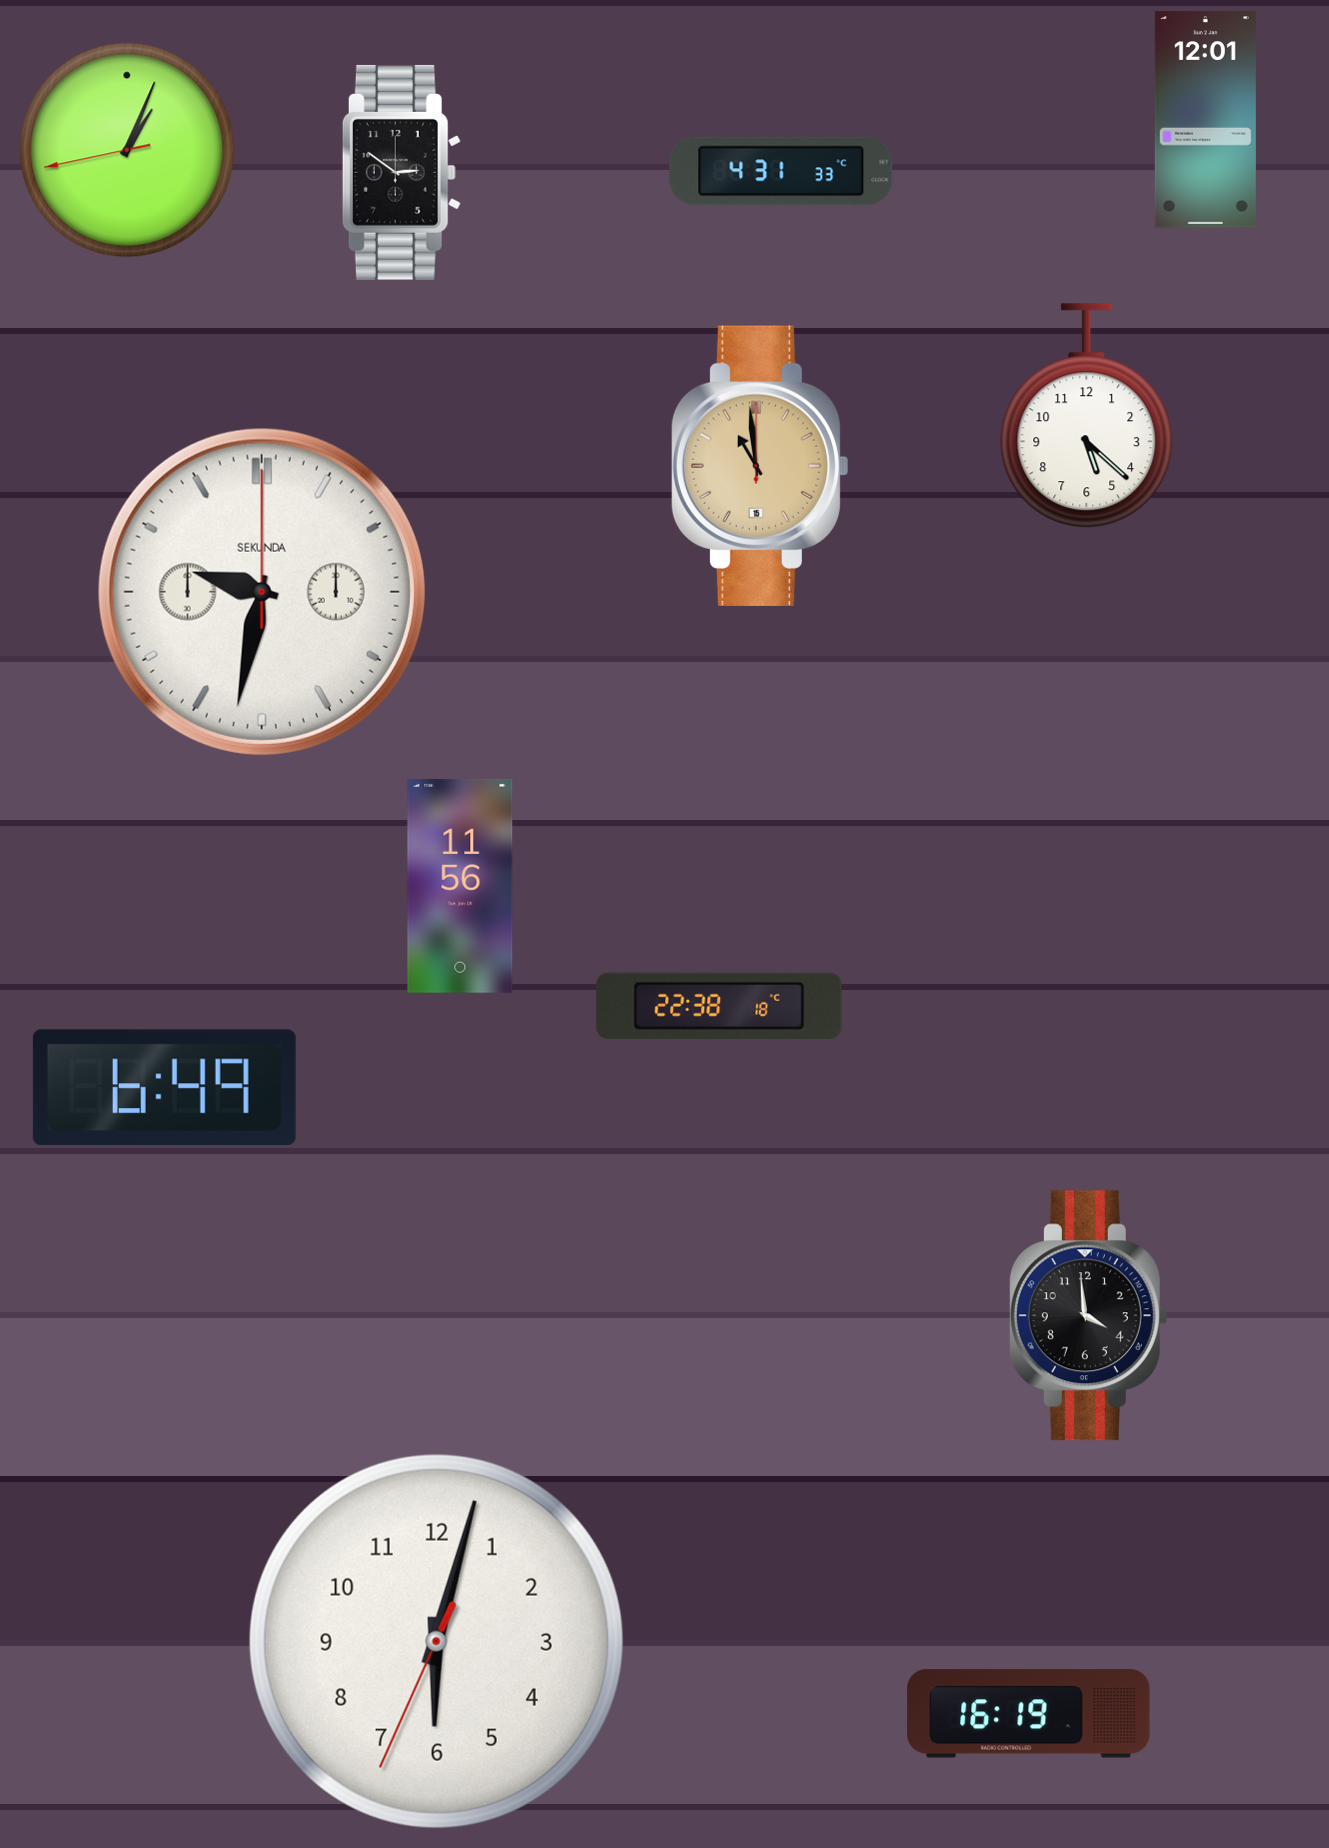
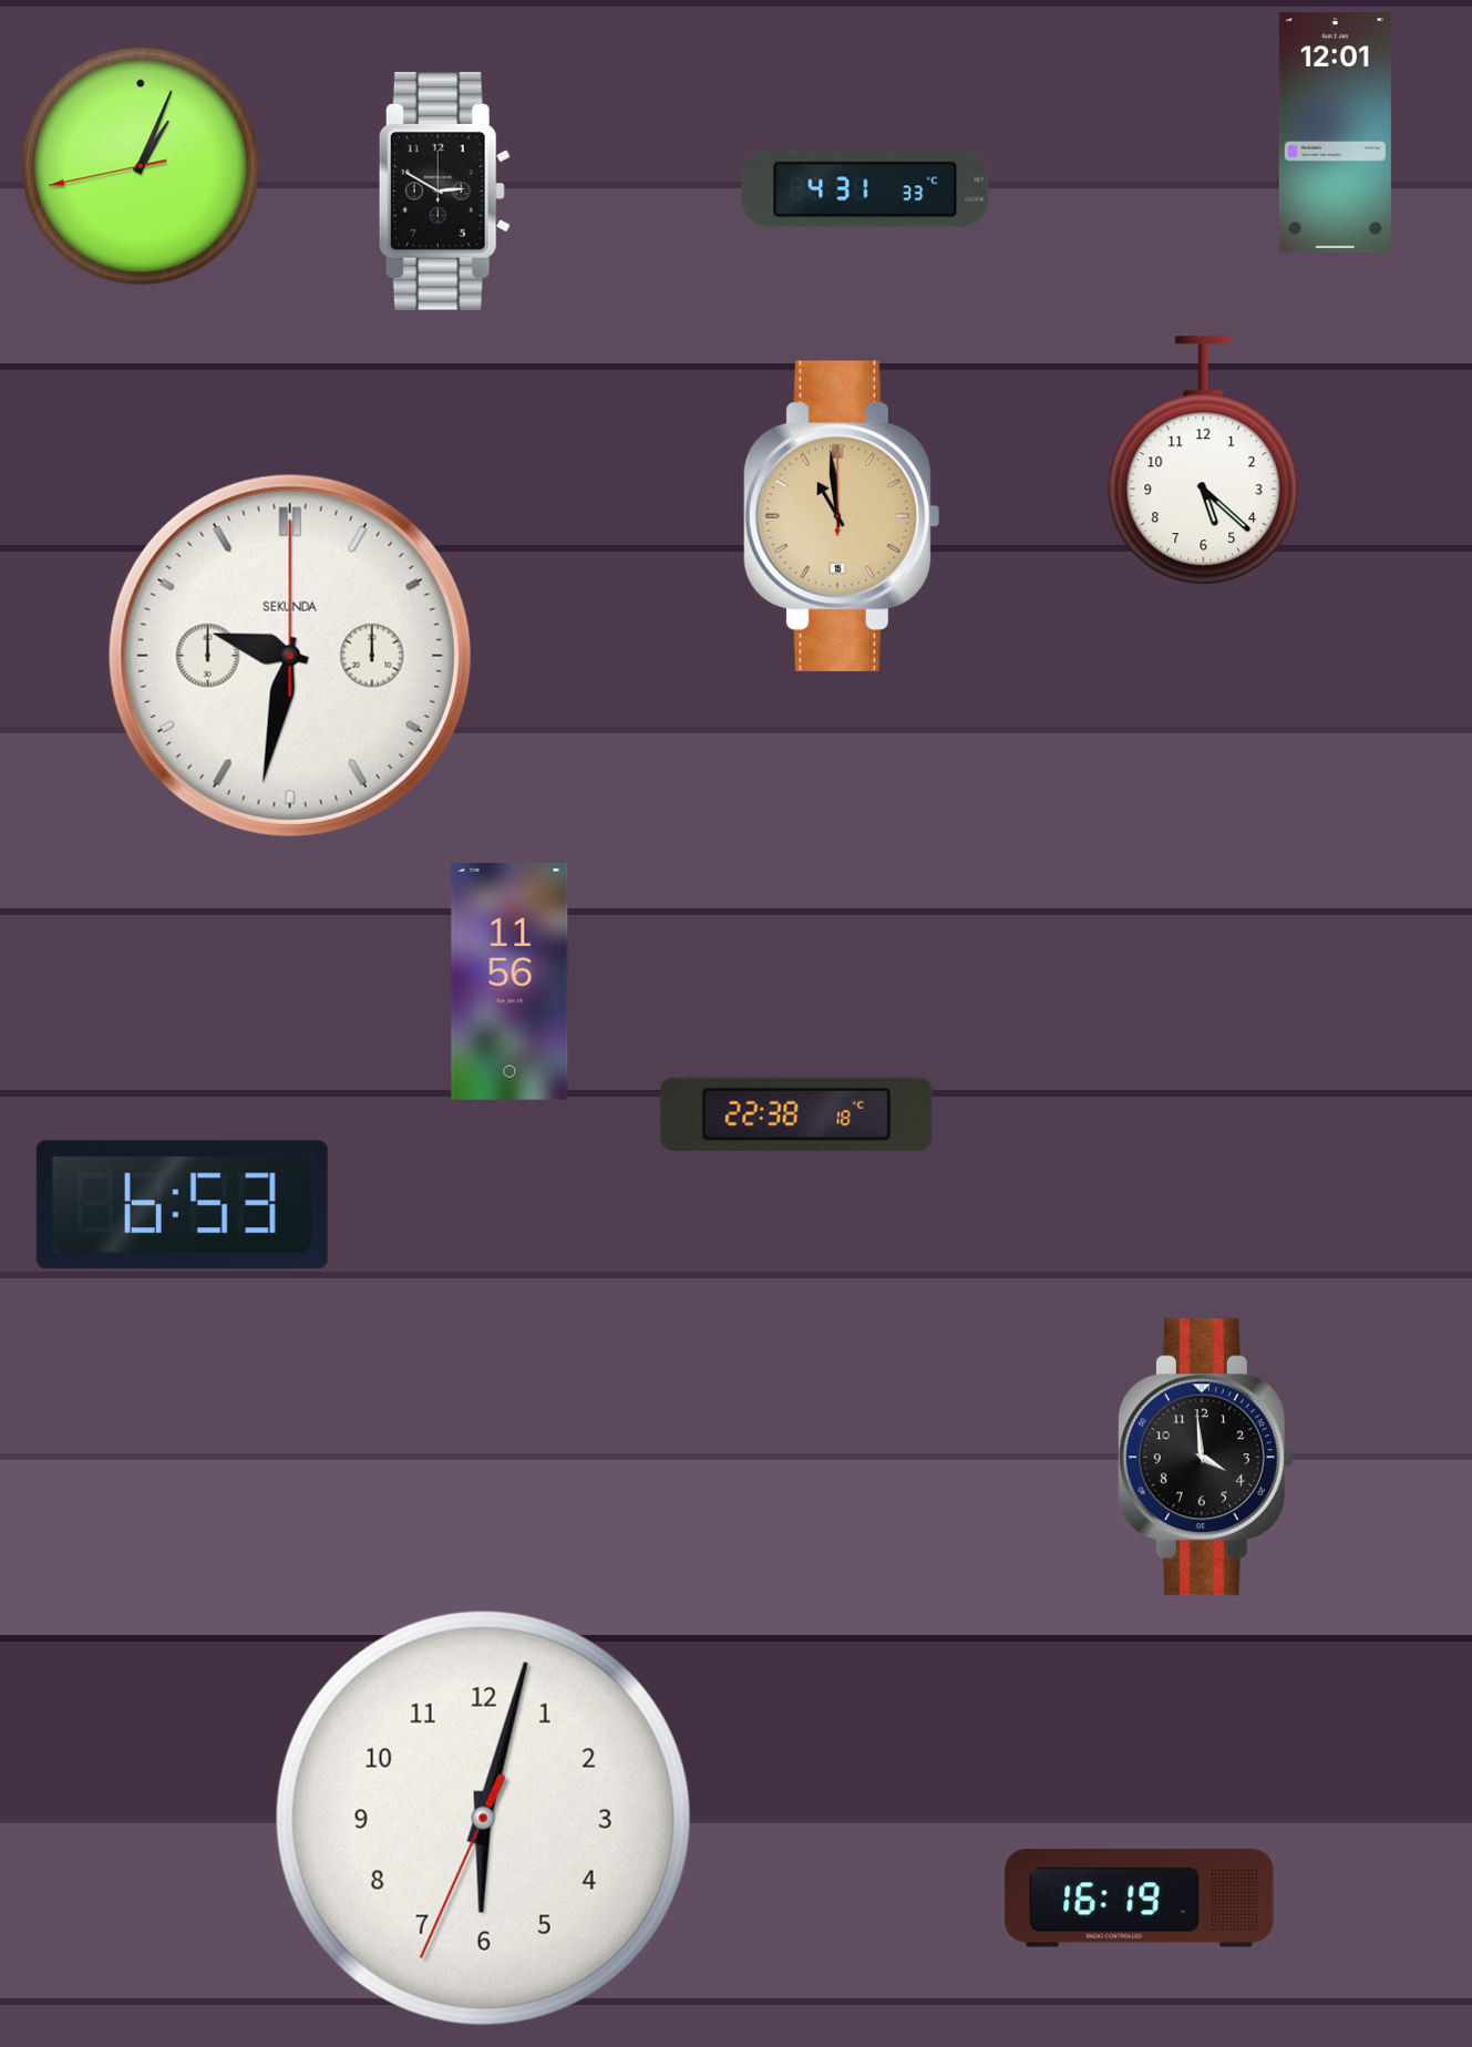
clock at (401, 172): 2:51 -> 2:50
clock at (164, 1088): 6:49 -> 6:53
